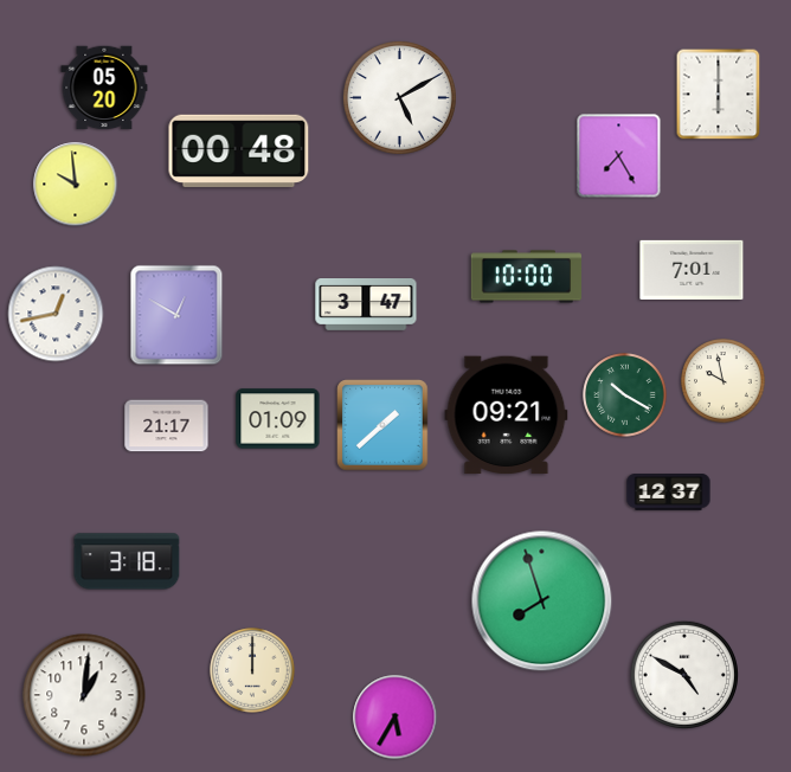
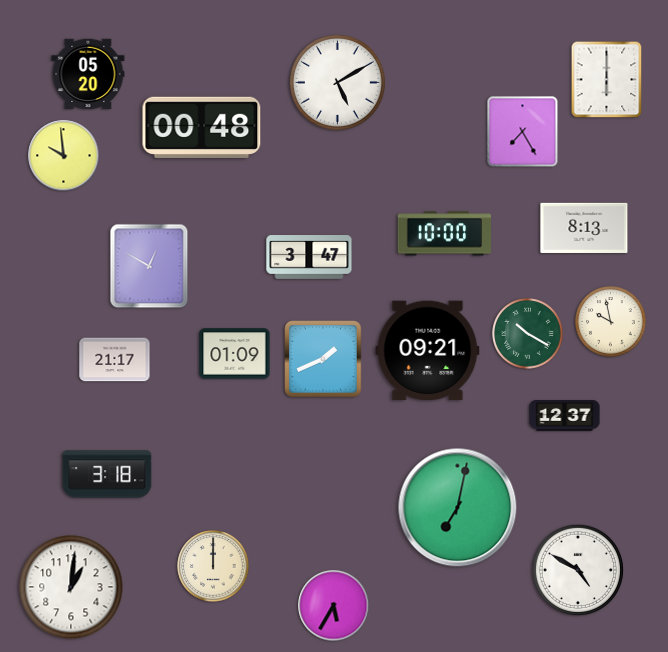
clock at (692, 270): 7:01 -> 8:13
clock at (56, 314): 12:43 -> none
clock at (382, 425): 1:38 -> 1:41
clock at (167, 426) position: (167, 426) -> (115, 360)
clock at (542, 601): 7:57 -> 7:02
